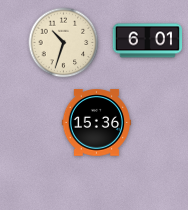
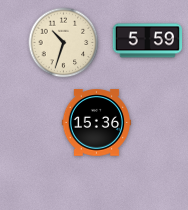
clock at (147, 41): 6:01 -> 5:59
